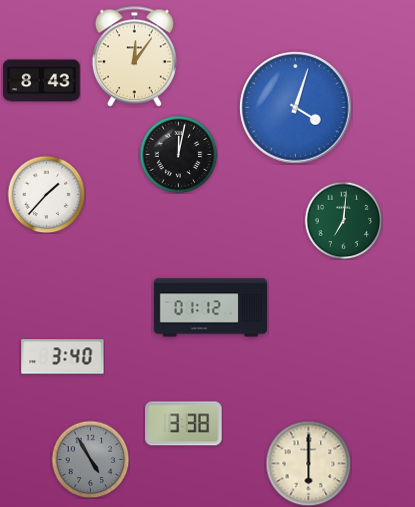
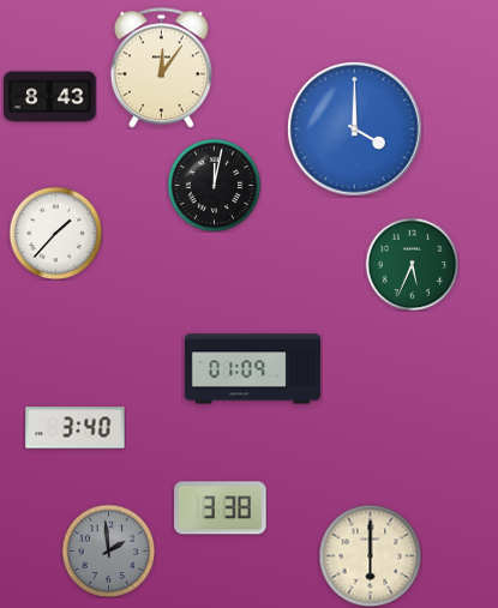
clock at (296, 108): 4:03 -> 4:00
clock at (343, 220): 7:01 -> 5:34
clock at (210, 308): 01:12 -> 01:09
clock at (90, 459): 4:55 -> 1:59
